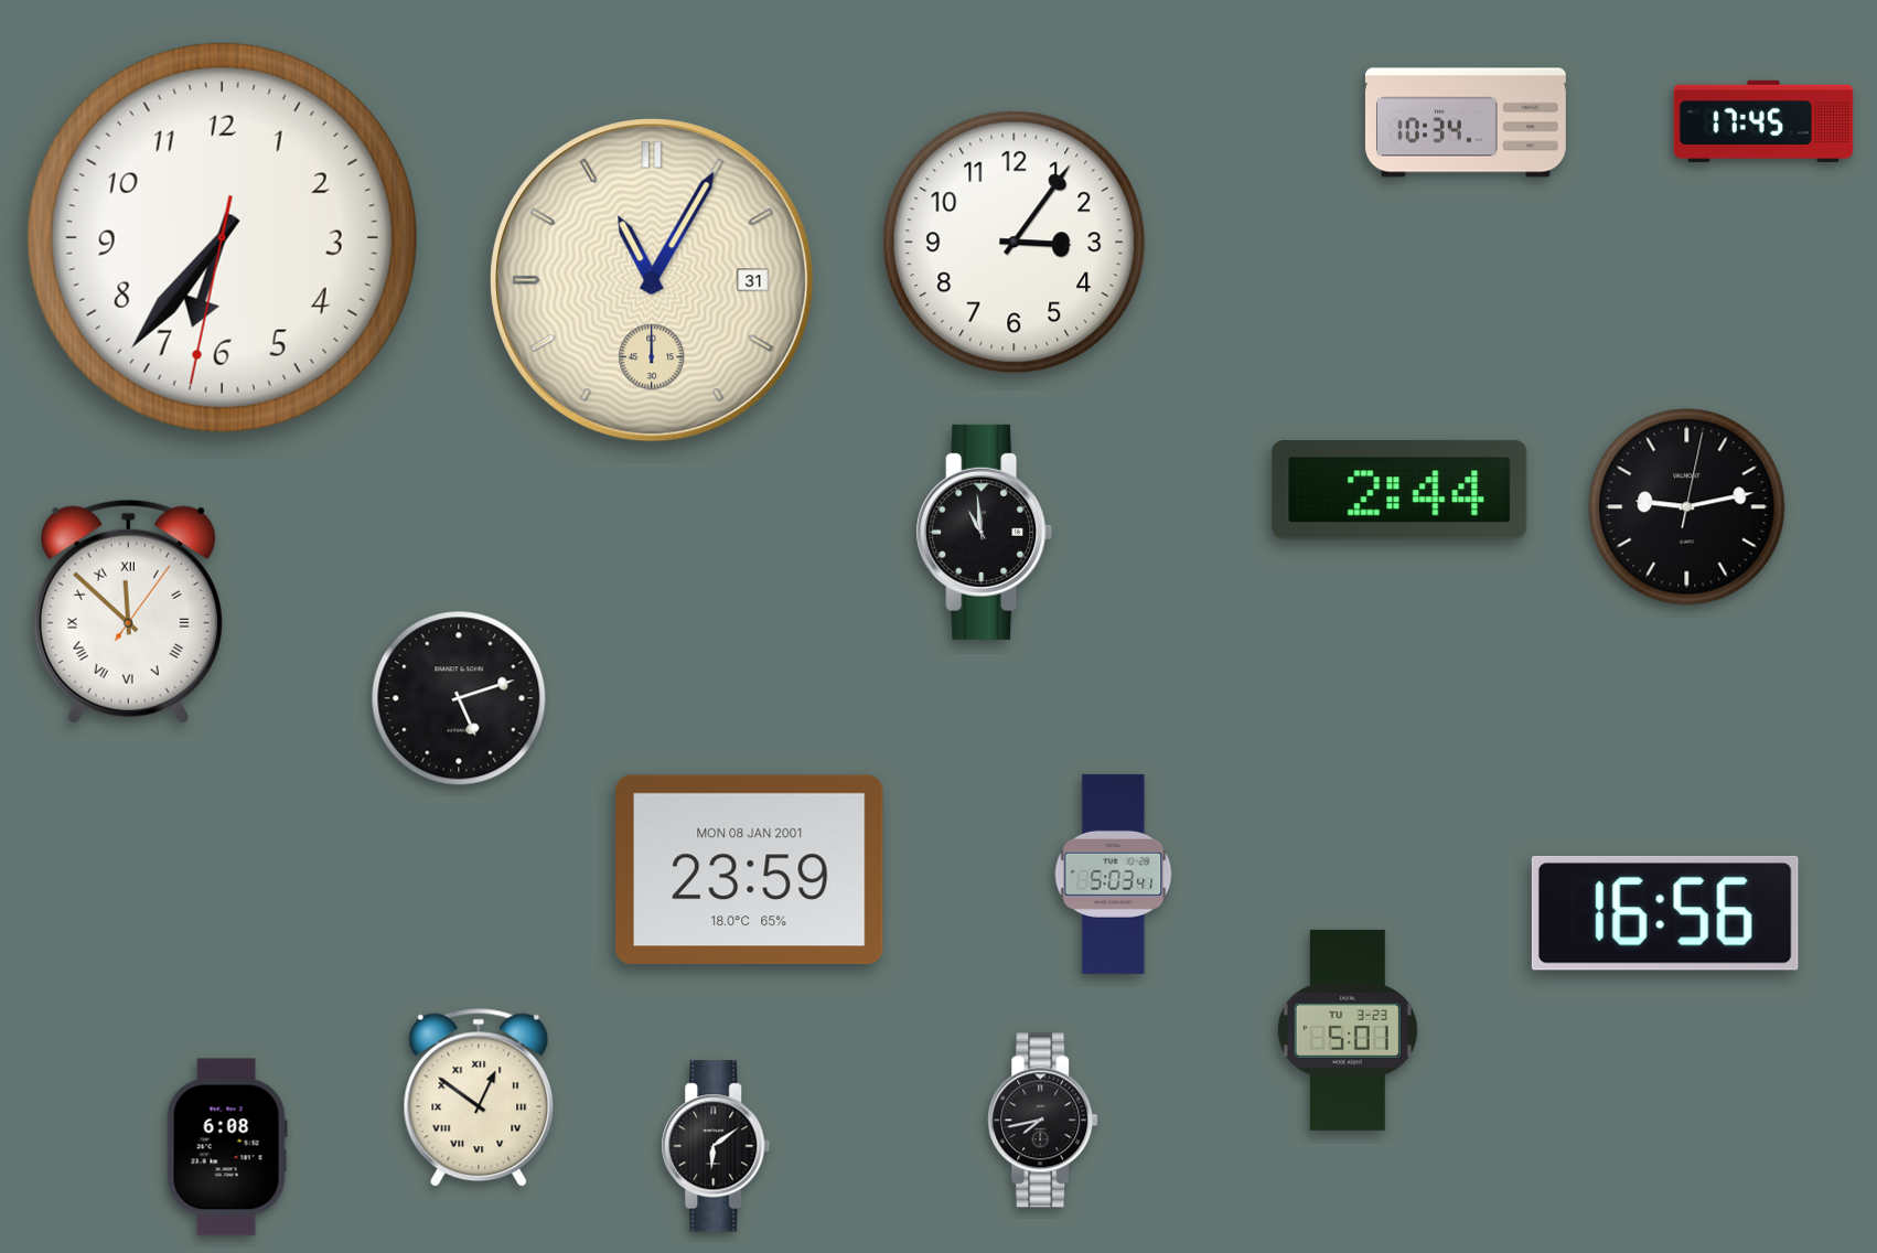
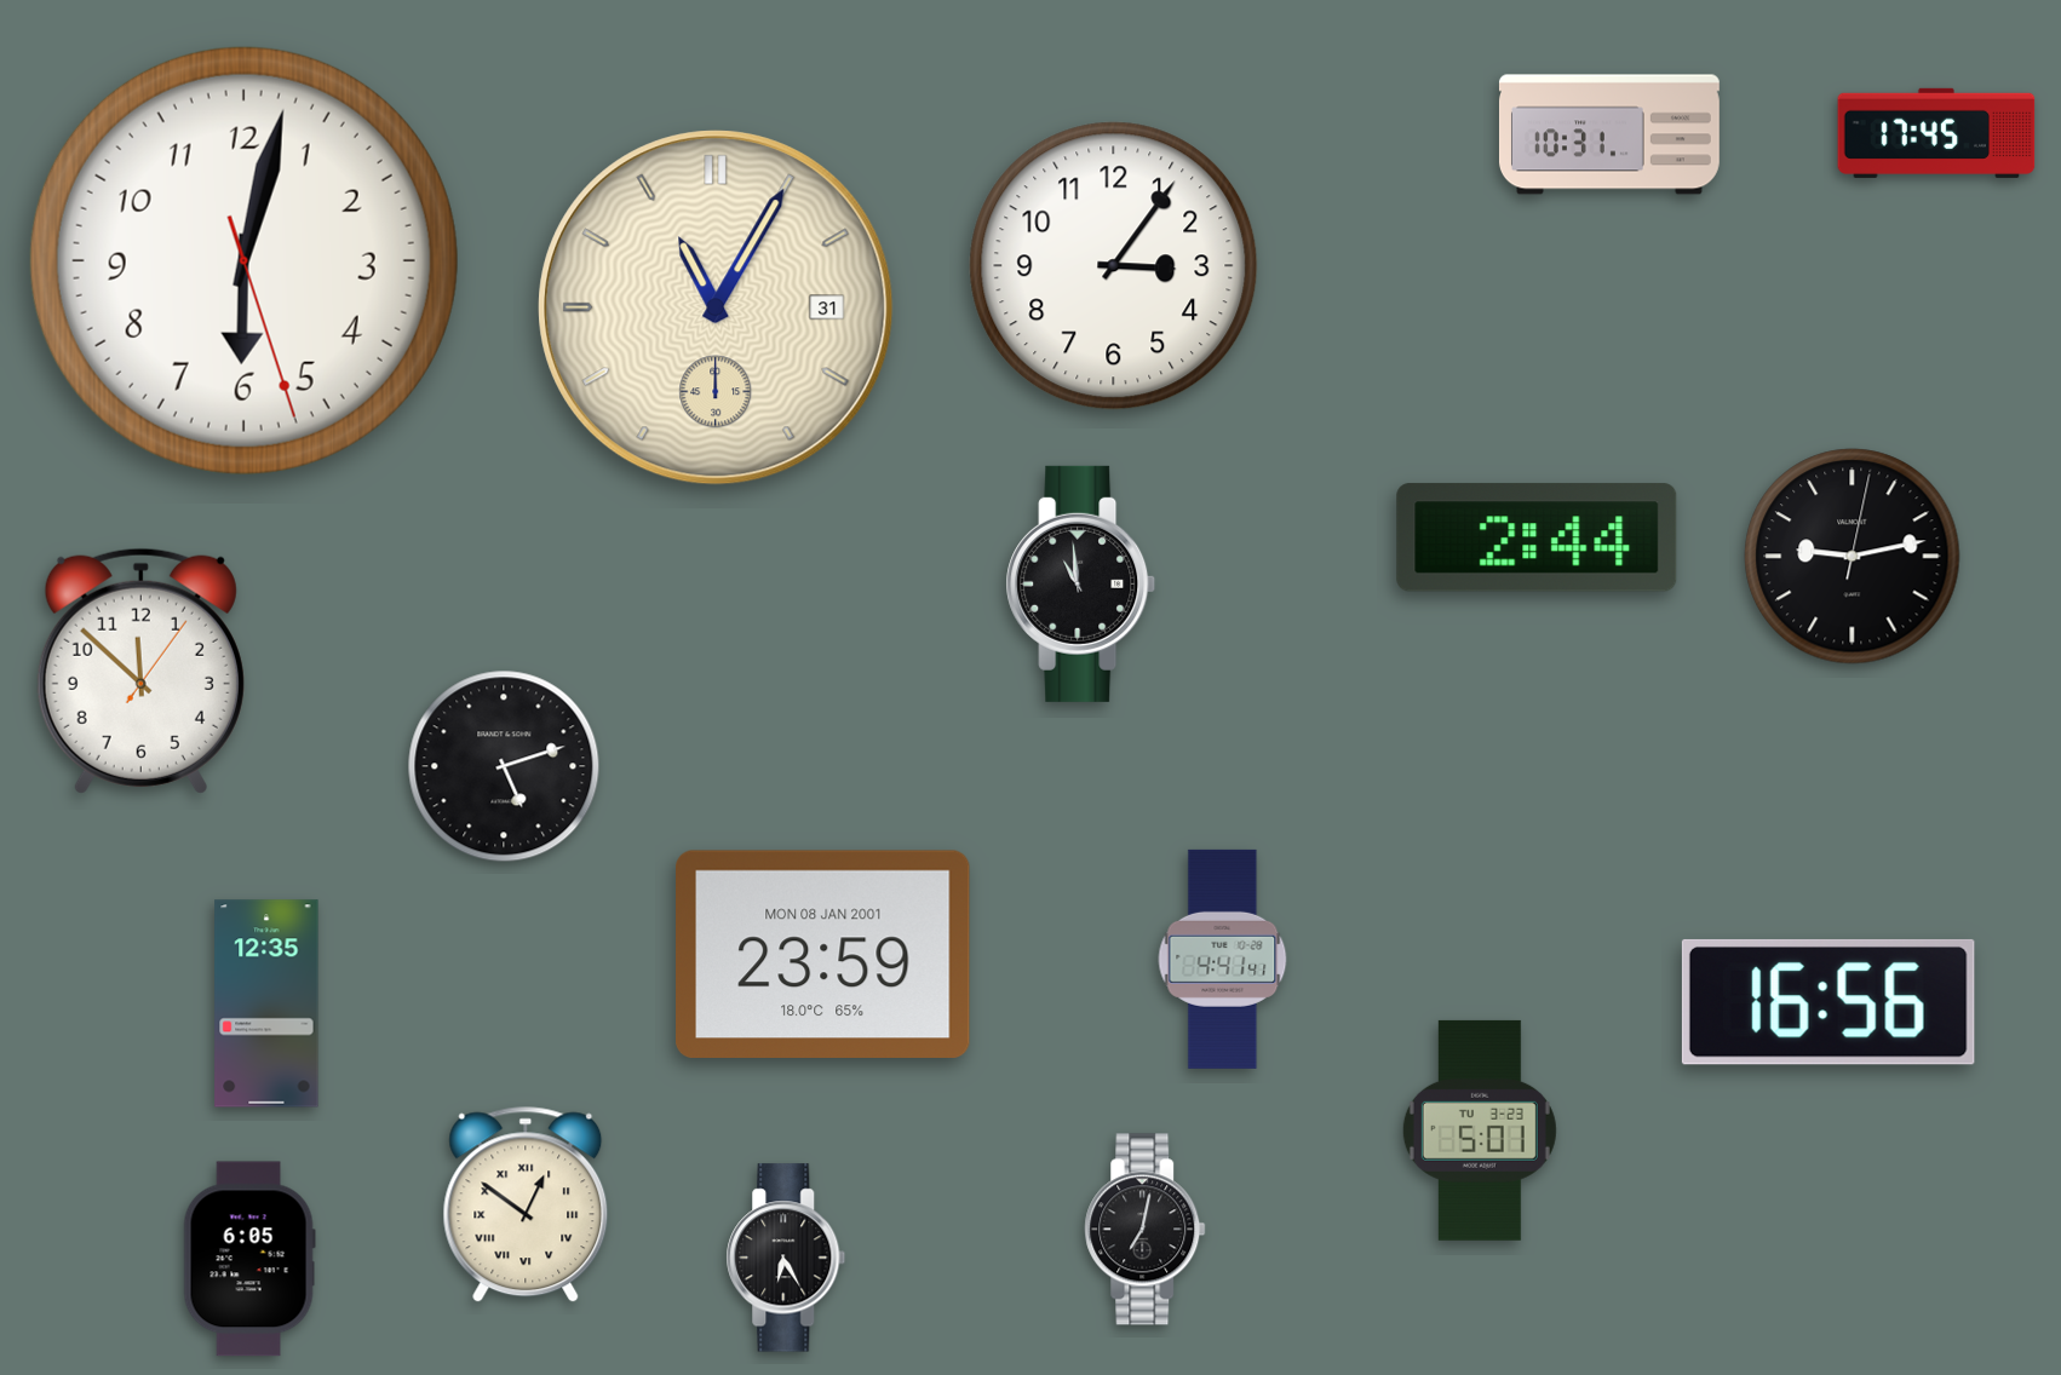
clock at (1466, 122): 10:34 -> 10:31
clock at (222, 237): 6:36 -> 6:02
clock at (128, 611) numerals: Roman -> Arabic
clock at (1114, 874): 5:03 -> 4:41
clock at (266, 1003): none -> 12:35
clock at (1043, 1121): 7:43 -> 7:02
clock at (716, 1146): 6:09 -> 6:25
clock at (227, 1147): 6:08 -> 6:05
